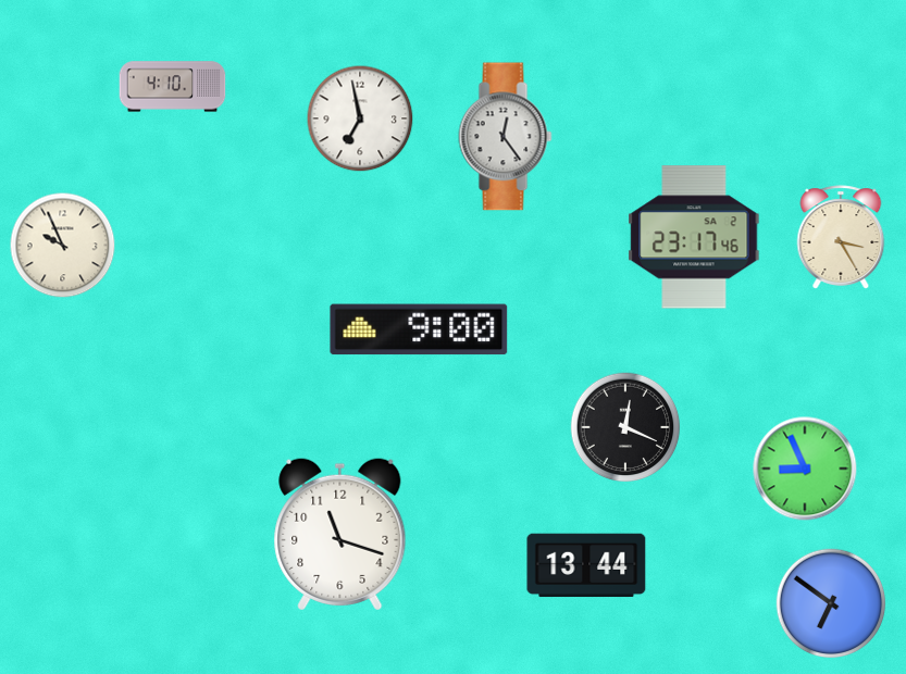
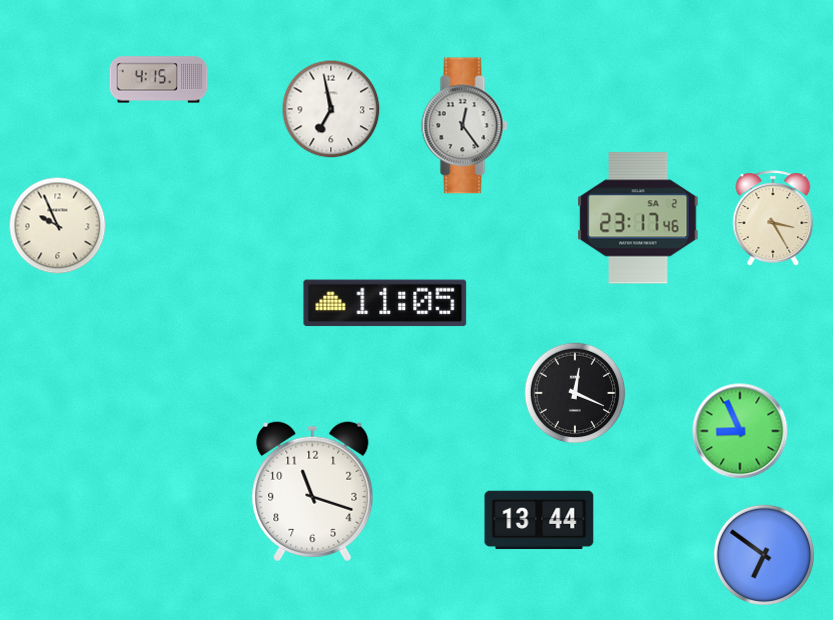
clock at (173, 87): 4:10 -> 4:15
clock at (419, 329): 9:00 -> 11:05
